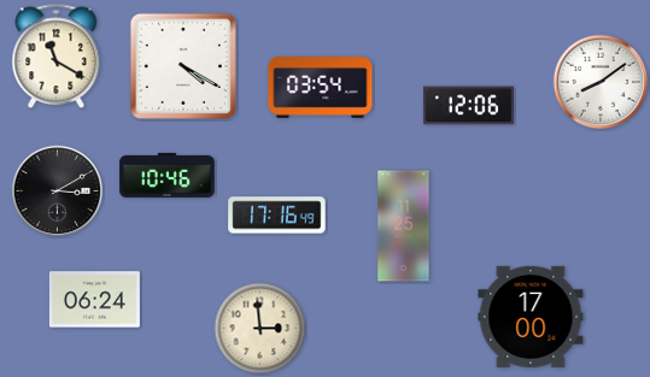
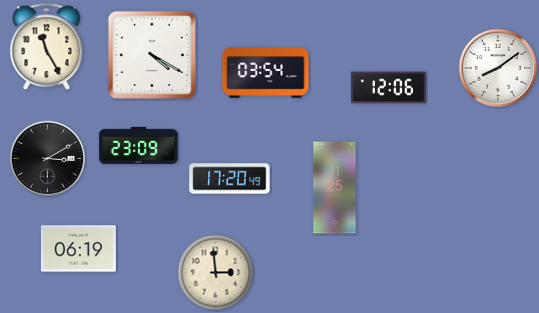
clock at (57, 57): 11:20 -> 11:25
clock at (168, 175): 10:46 -> 23:09
clock at (277, 216): 17:16 -> 17:20
clock at (94, 300): 06:24 -> 06:19
clock at (531, 317): 17:00 -> none
